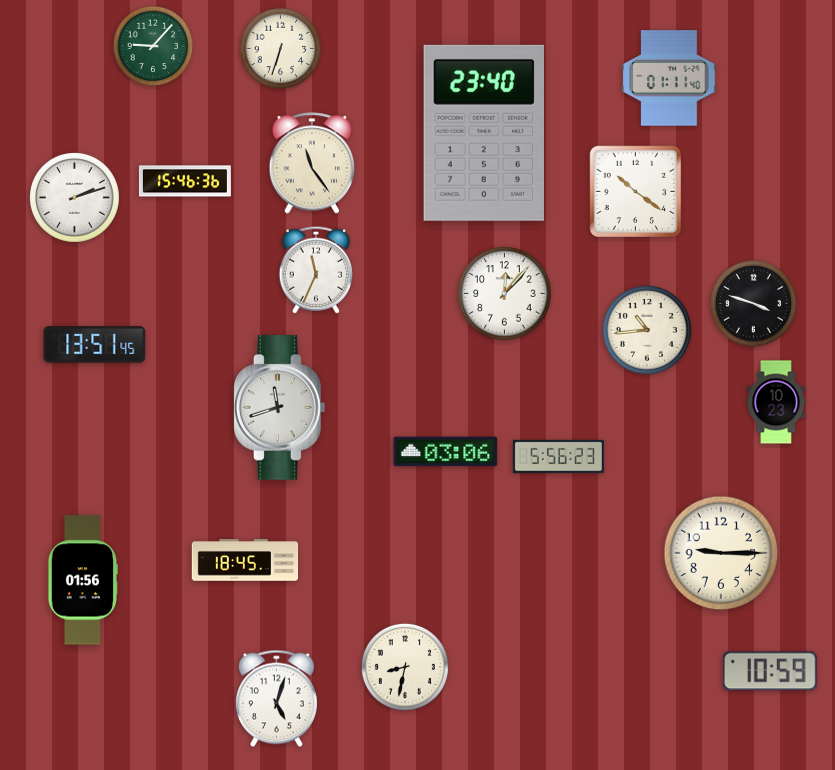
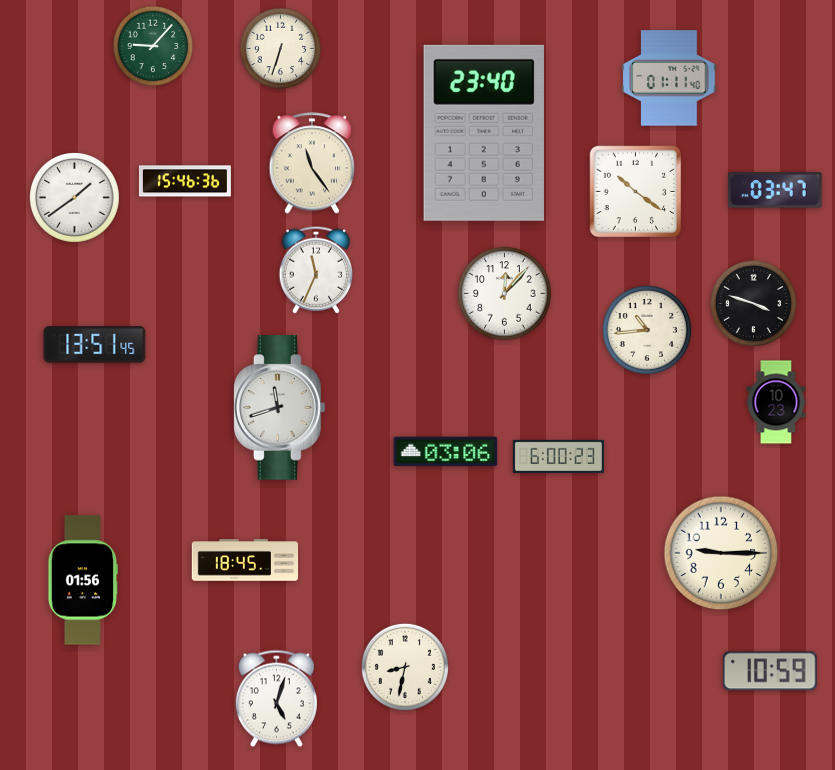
clock at (775, 190): none -> 03:47
clock at (75, 198): 2:12 -> 1:39
clock at (558, 456): 5:56 -> 6:00
